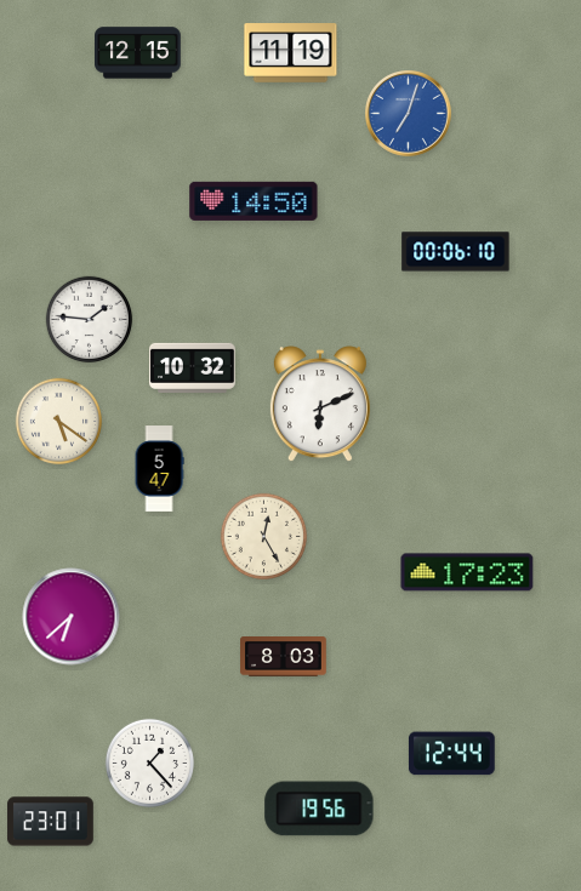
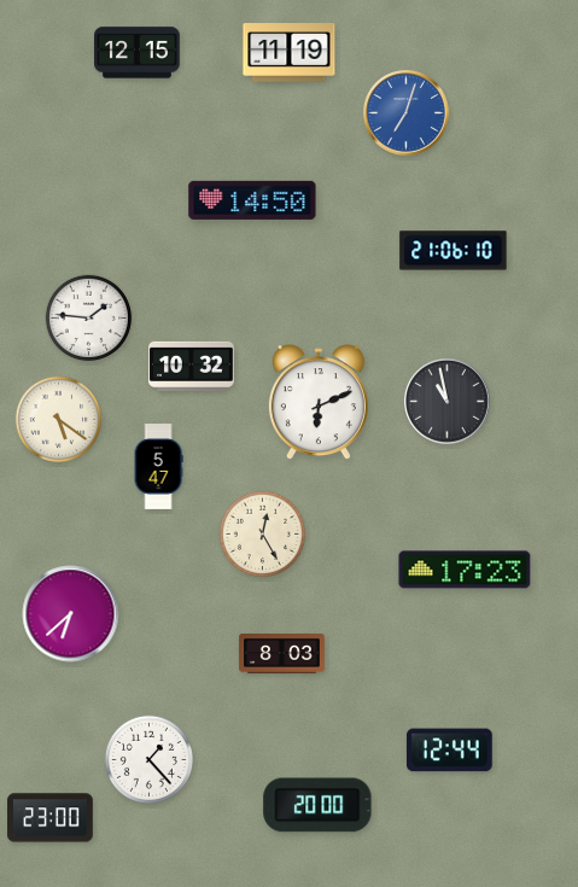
clock at (456, 252): 00:06 -> 21:06
clock at (448, 402): none -> 10:58
clock at (319, 809): 19:56 -> 20:00
clock at (51, 822): 23:01 -> 23:00
